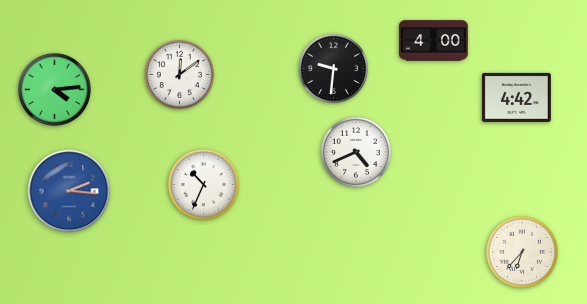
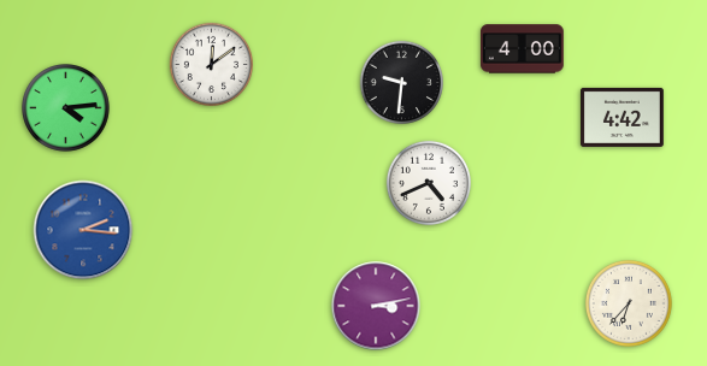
clock at (179, 74) position: (179, 74) -> (211, 64)
clock at (203, 184): 10:34 -> none
clock at (376, 306): none -> 3:13
